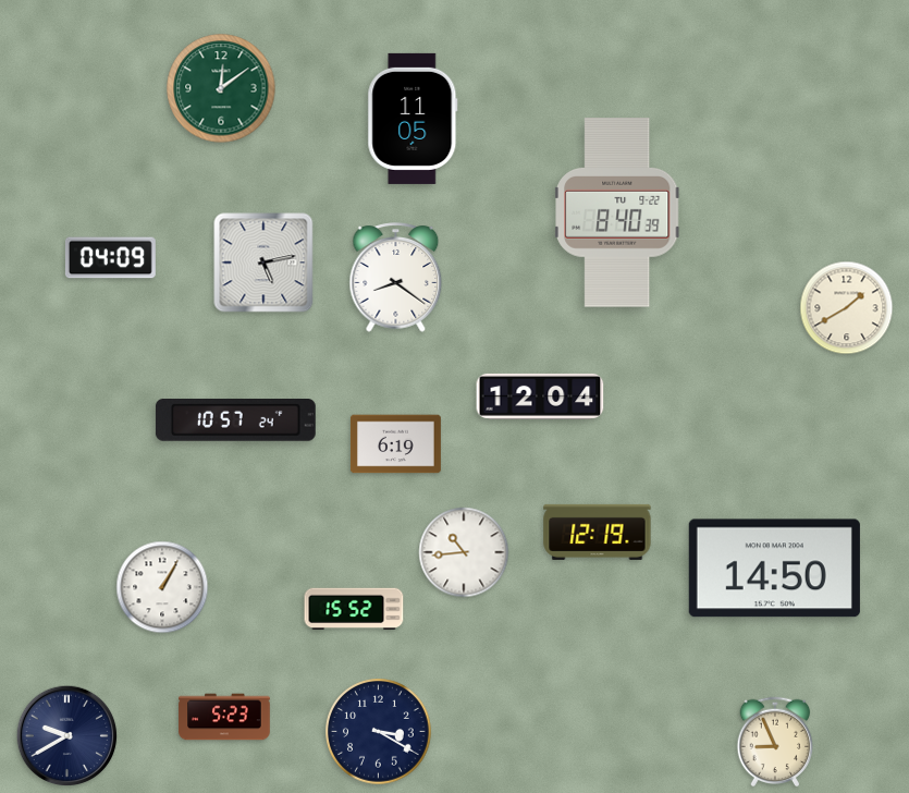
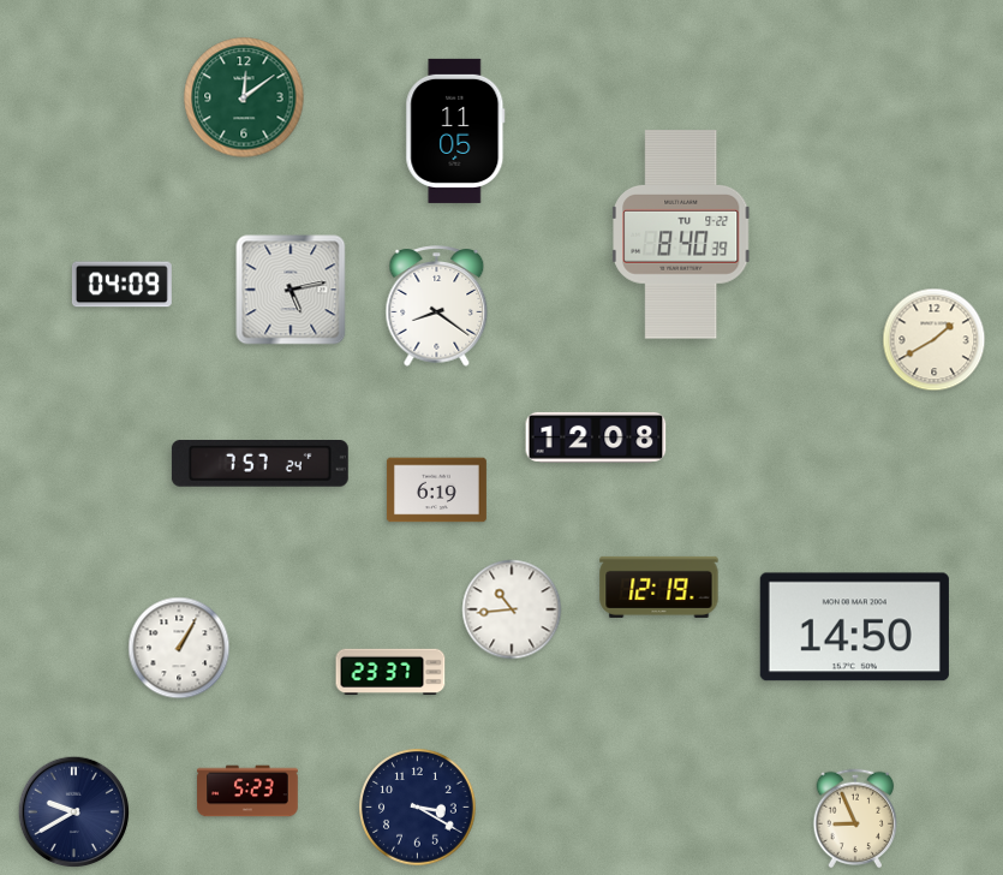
clock at (540, 396): 12:04 -> 12:08
clock at (235, 420): 10:57 -> 7:57
clock at (354, 609): 15:52 -> 23:37
